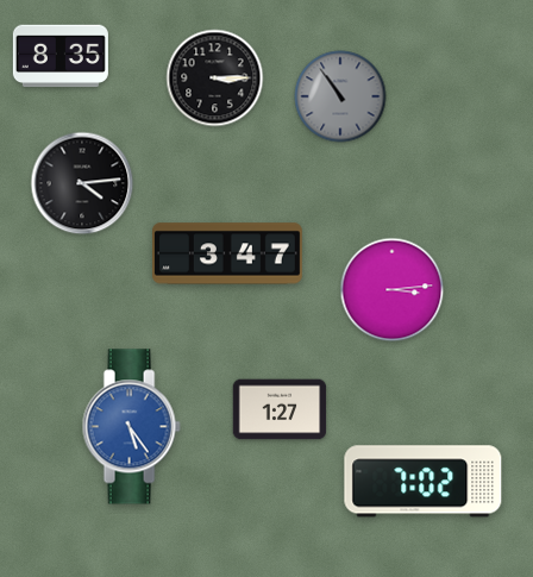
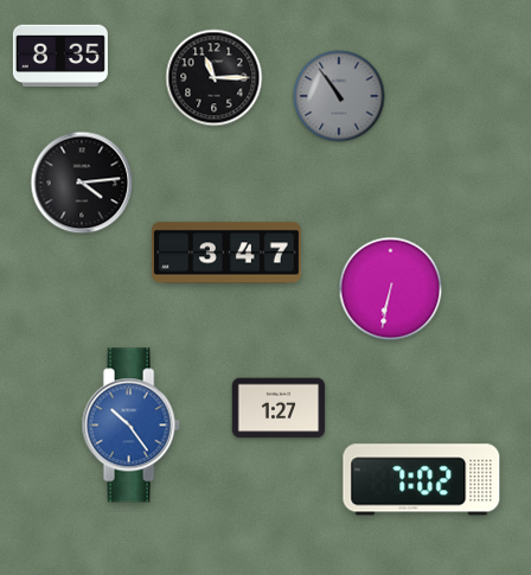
clock at (215, 79): 3:15 -> 11:15
clock at (393, 290): 3:14 -> 6:32
clock at (131, 427): 5:24 -> 10:24
